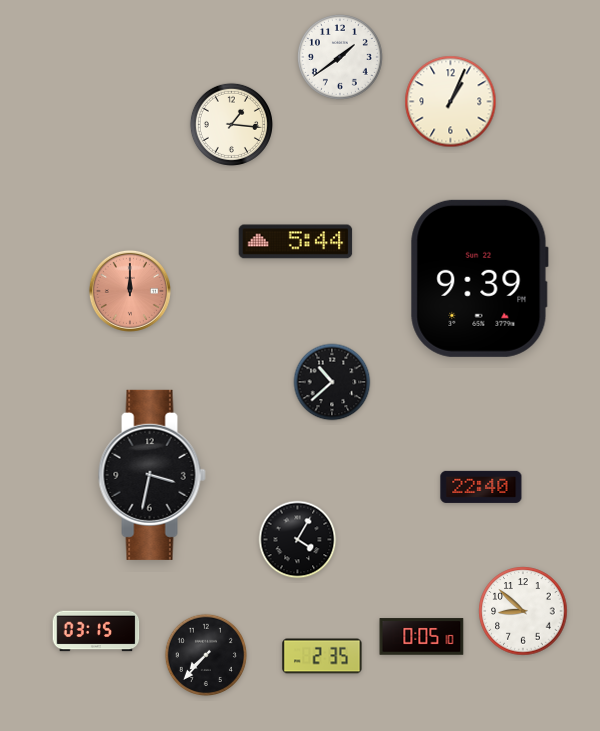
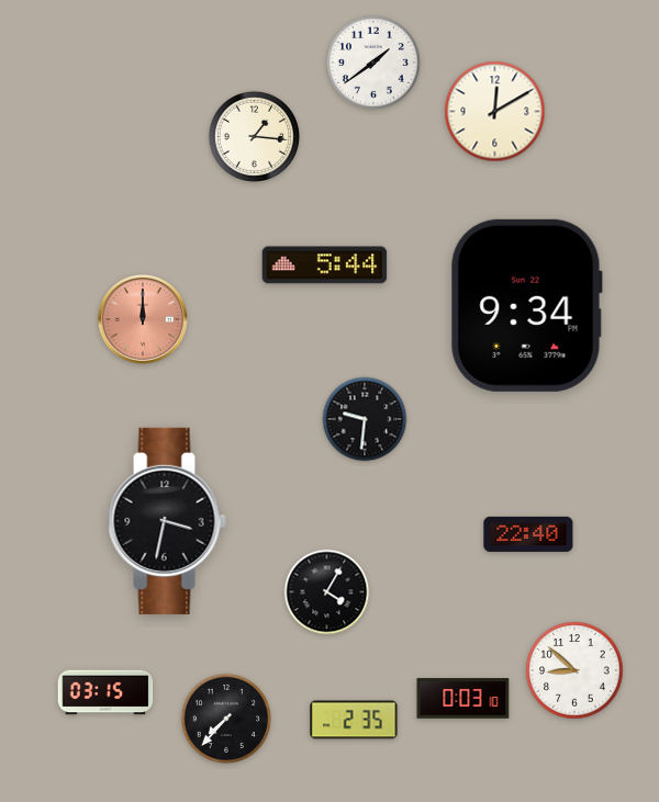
clock at (451, 102): 1:04 -> 12:10
clock at (479, 278): 9:39 -> 9:34
clock at (332, 382): 10:38 -> 9:31
clock at (422, 637): 0:05 -> 0:03
